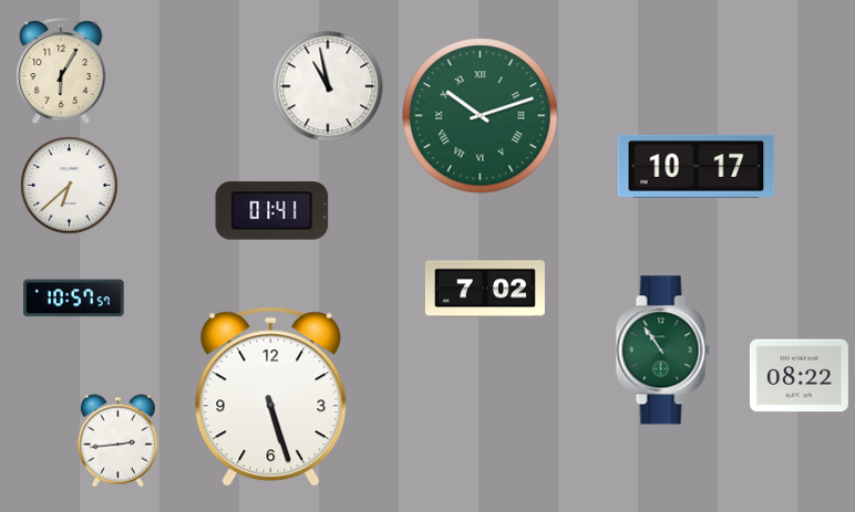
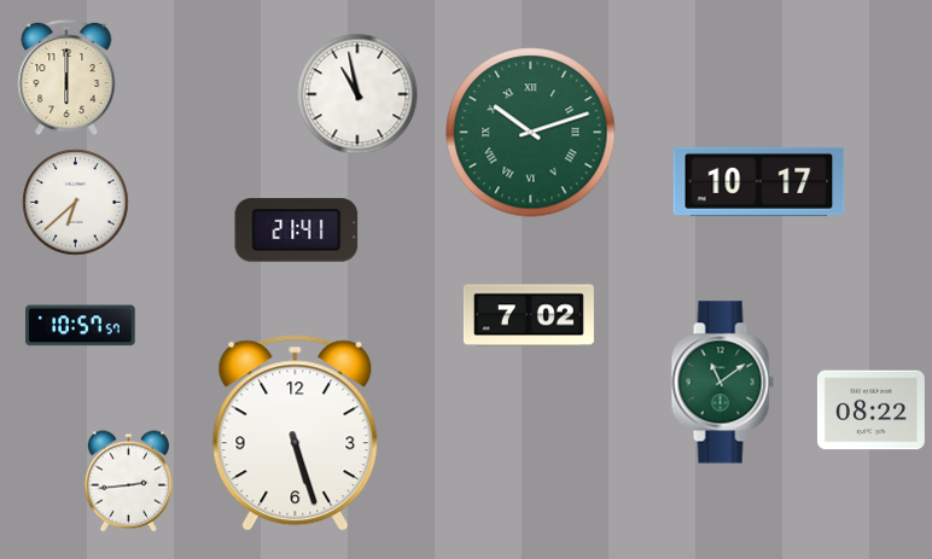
clock at (61, 71): 6:05 -> 6:00
clock at (481, 116) position: (481, 116) -> (531, 133)
clock at (272, 211): 01:41 -> 21:41
clock at (662, 351): 10:54 -> 11:09
